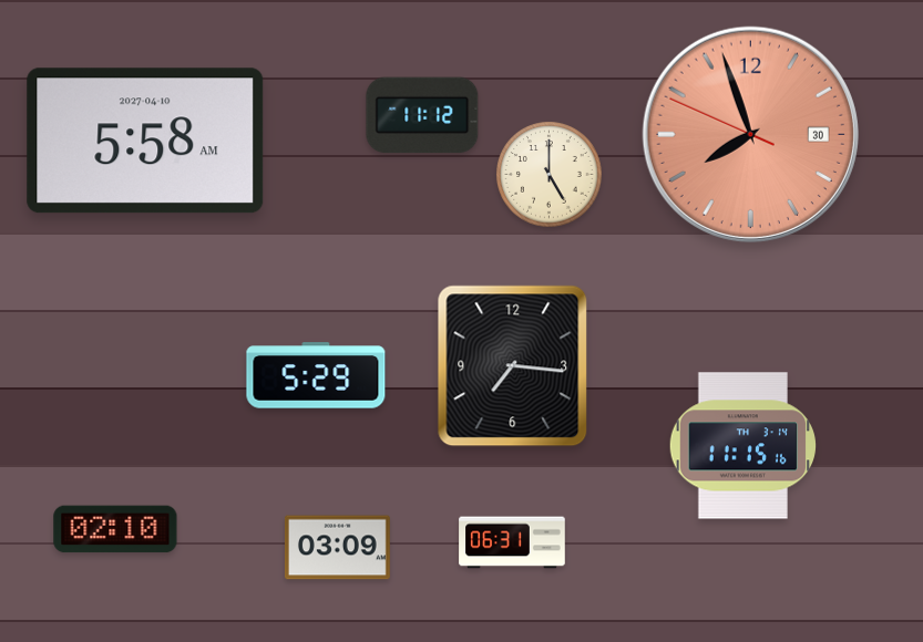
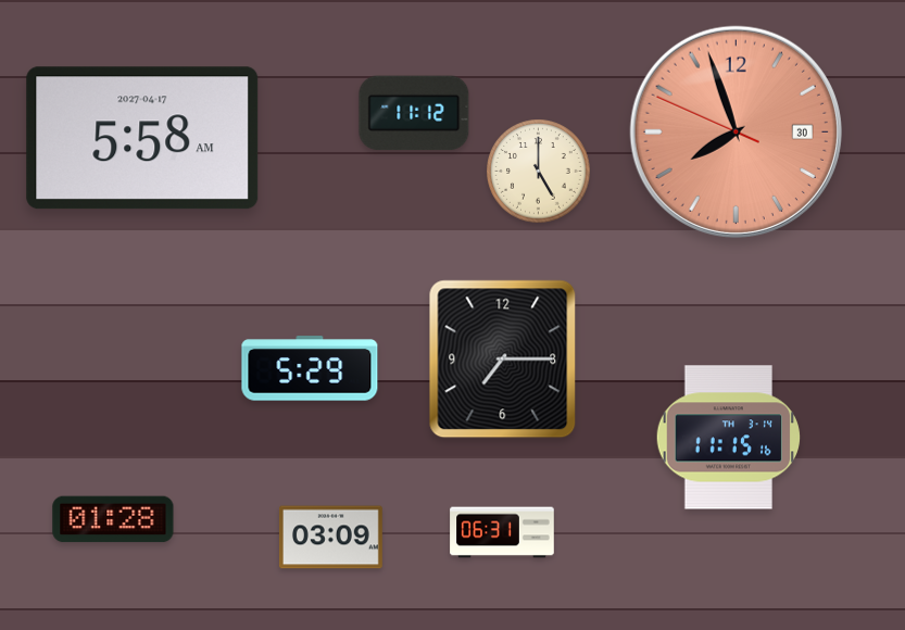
clock at (145, 141) date: 2027-04-10 -> 2027-04-17
clock at (513, 366): 7:16 -> 7:15
clock at (115, 529): 02:10 -> 01:28
